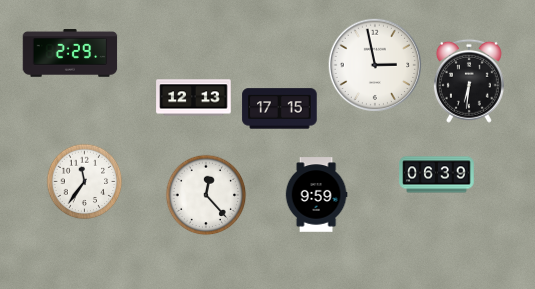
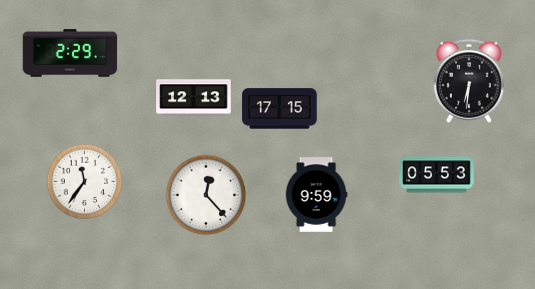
clock at (375, 65): 2:58 -> none
clock at (437, 175): 06:39 -> 05:53
